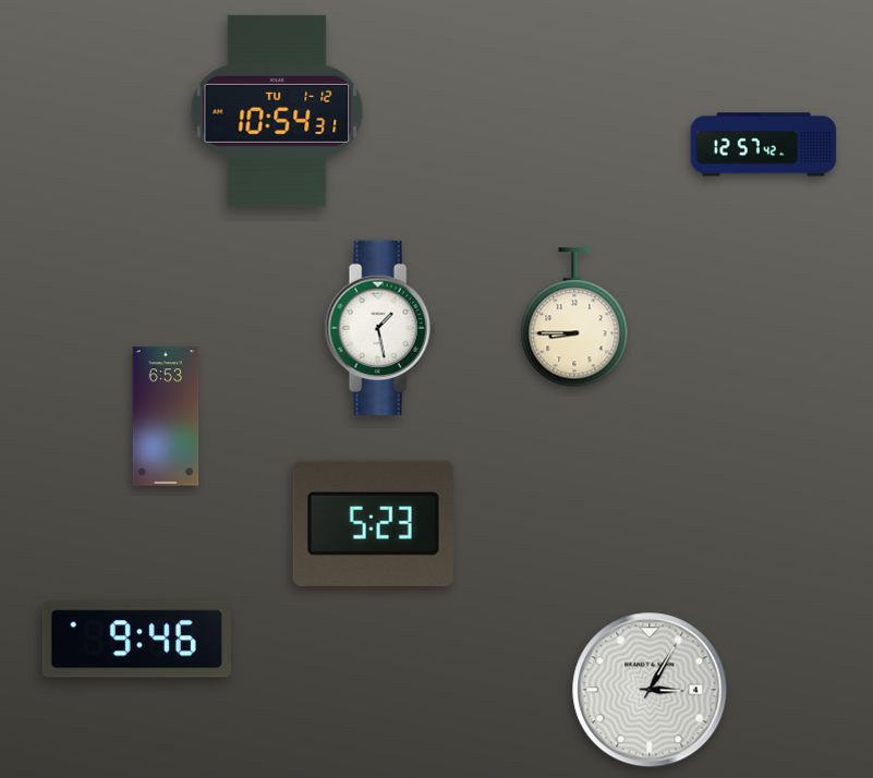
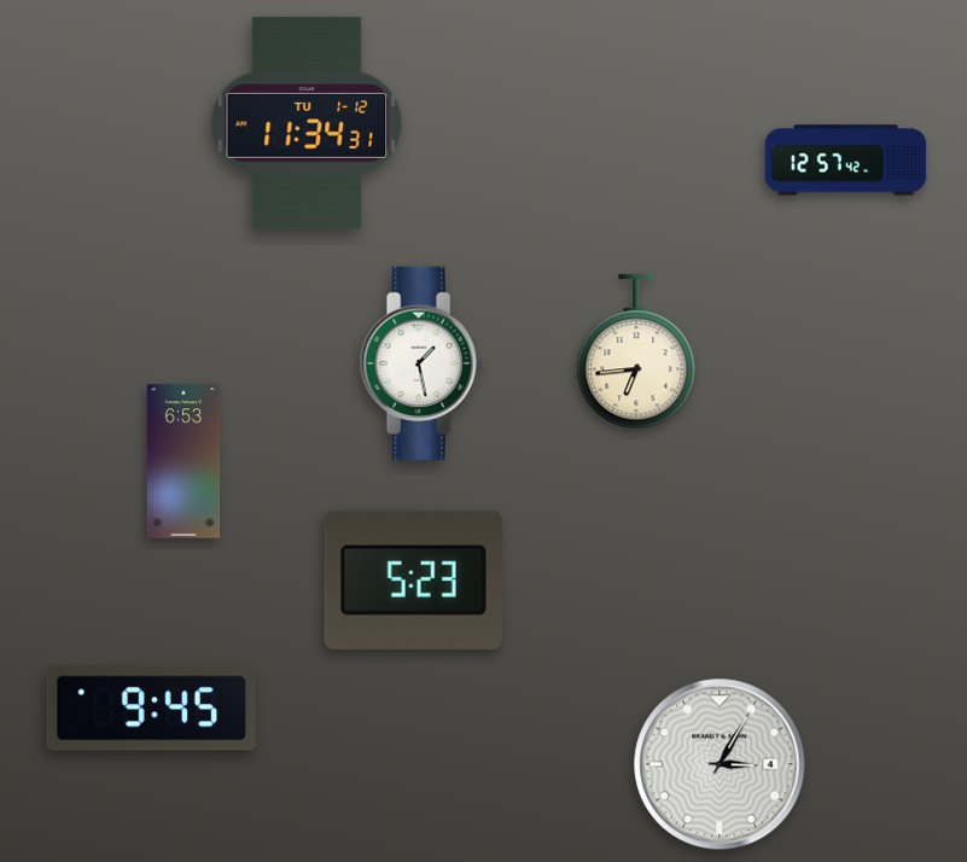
clock at (277, 111): 10:54 -> 11:34
clock at (574, 318): 8:45 -> 6:44
clock at (136, 640): 9:46 -> 9:45
